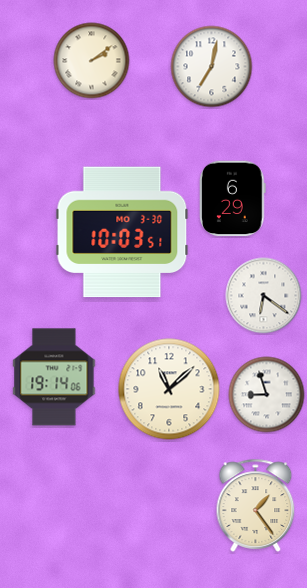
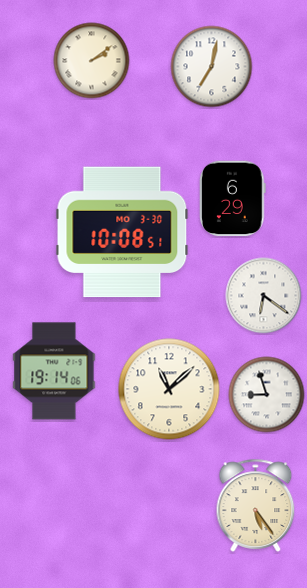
clock at (122, 232): 10:03 -> 10:08
clock at (54, 377) position: (54, 377) -> (54, 371)
clock at (256, 505): 1:24 -> 5:24
